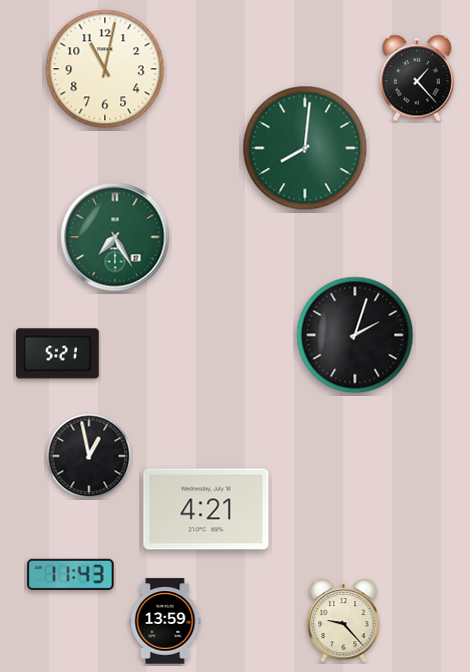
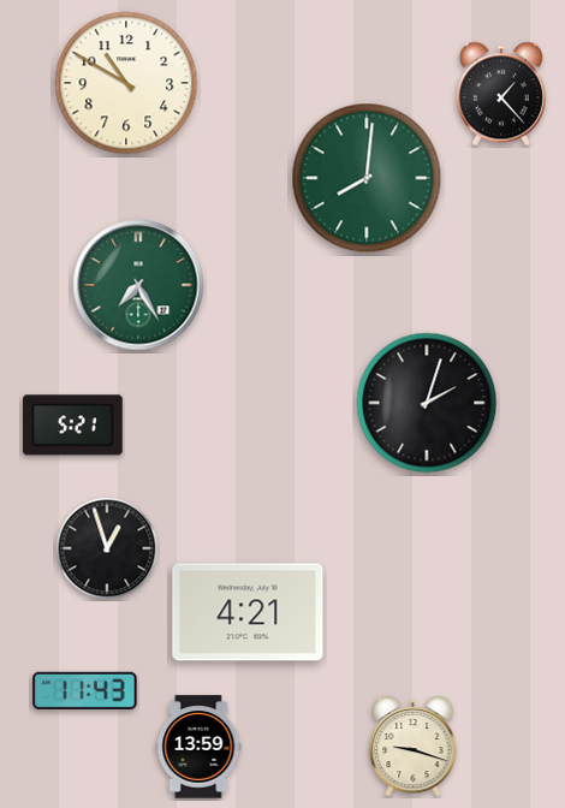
clock at (105, 69): 11:02 -> 10:50
clock at (57, 354) position: (57, 354) -> (72, 426)
clock at (89, 456): 12:58 -> 12:57
clock at (344, 621): 9:23 -> 9:18
